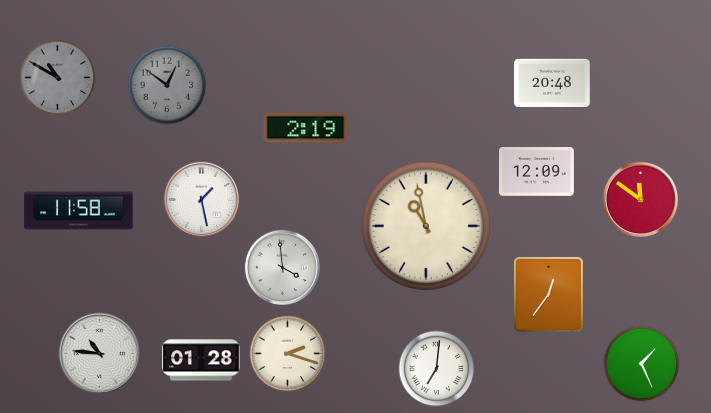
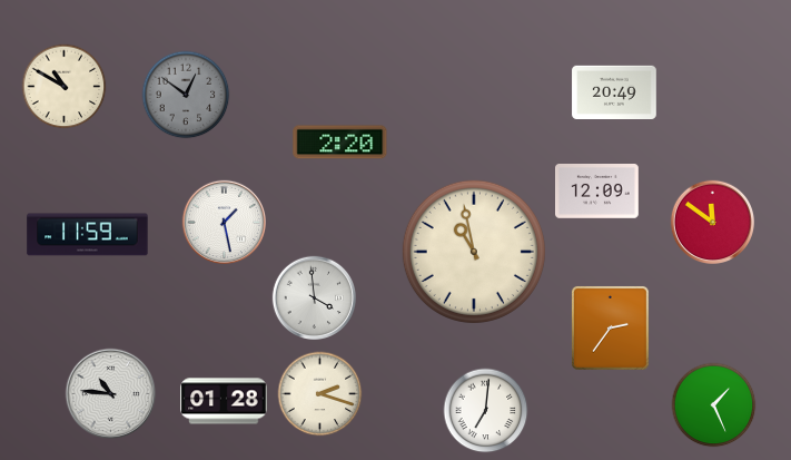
clock at (58, 78) dial: grey -> cream
clock at (552, 82): 20:48 -> 20:49
clock at (306, 128): 2:19 -> 2:20
clock at (79, 211): 11:58 -> 11:59
clock at (548, 294): 12:36 -> 2:36
